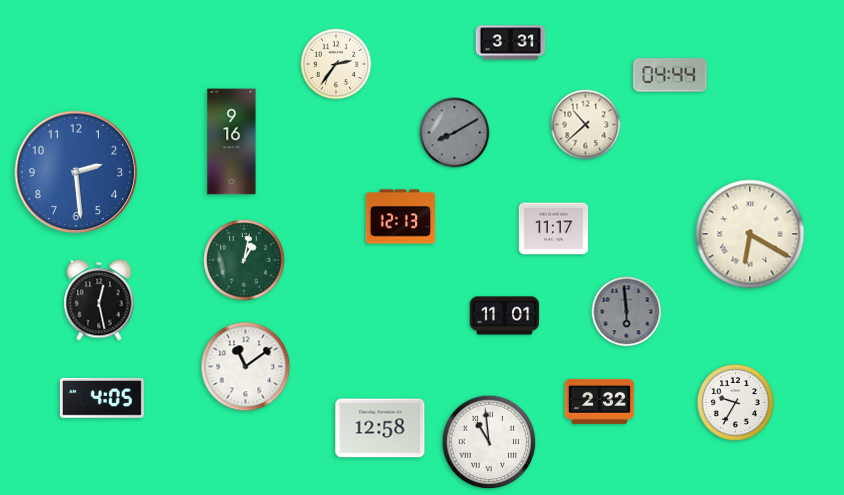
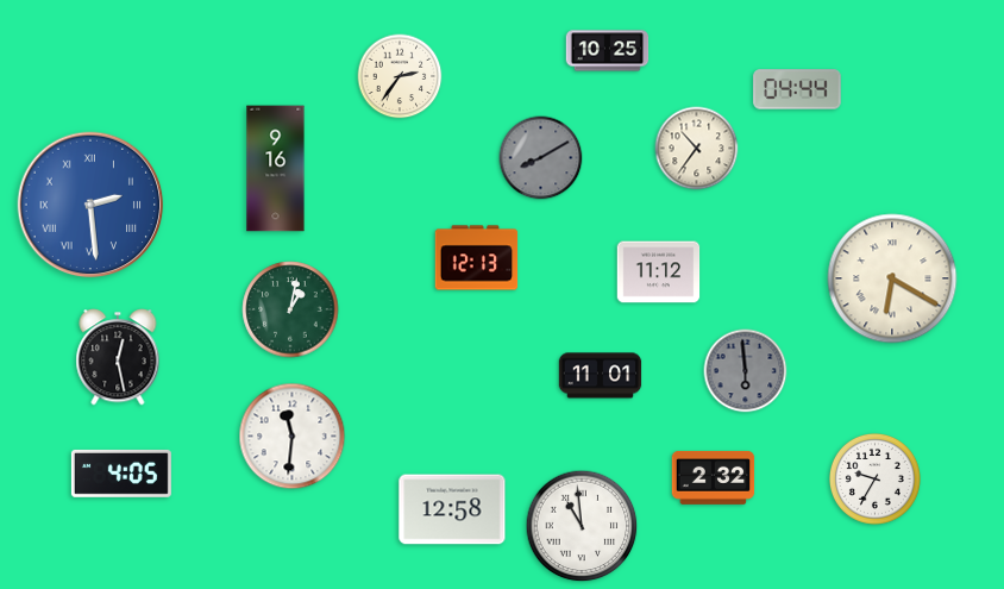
clock at (511, 43): 3:31 -> 10:25
clock at (586, 125): 10:38 -> 10:36
clock at (76, 172) numerals: Arabic -> Roman
clock at (554, 229): 11:17 -> 11:12
clock at (246, 367): 11:09 -> 11:31
